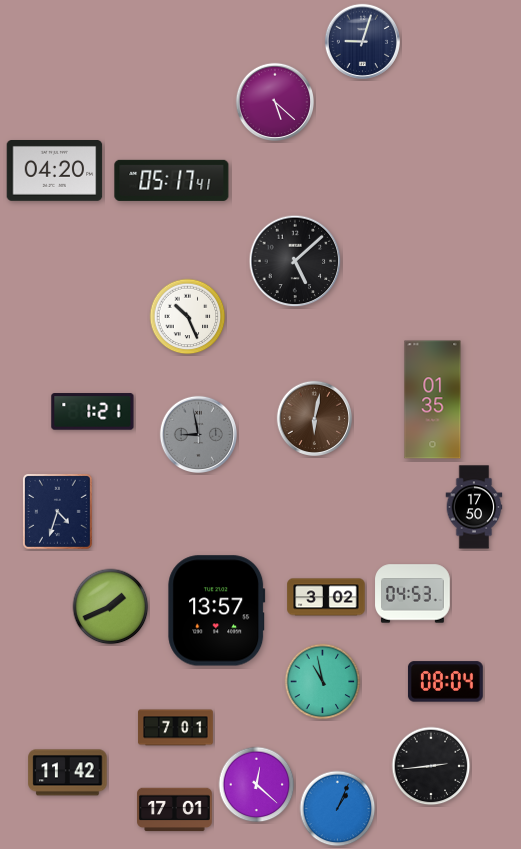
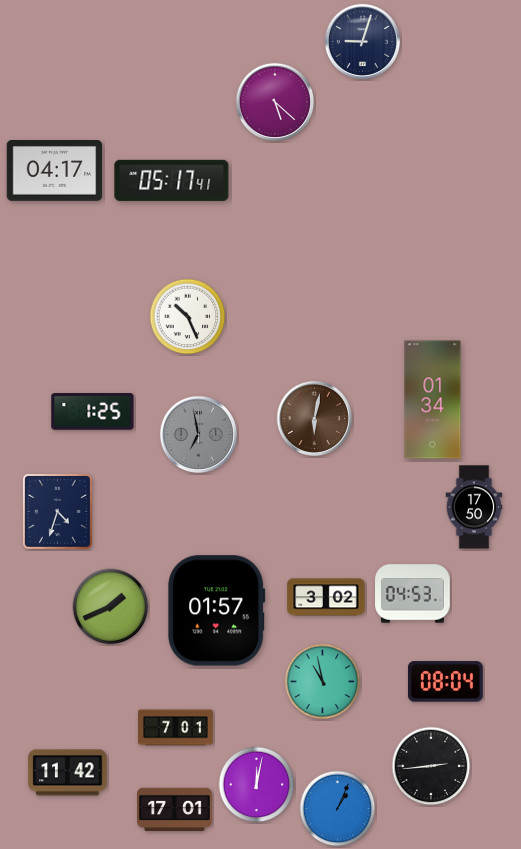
clock at (55, 171): 04:20 -> 04:17
clock at (295, 261): 5:08 -> none
clock at (433, 400): 01:35 -> 01:34
clock at (93, 412): 1:21 -> 1:25
clock at (198, 434): 8:58 -> 6:58
clock at (217, 611): 13:57 -> 01:57
clock at (257, 785): 12:22 -> 12:02
